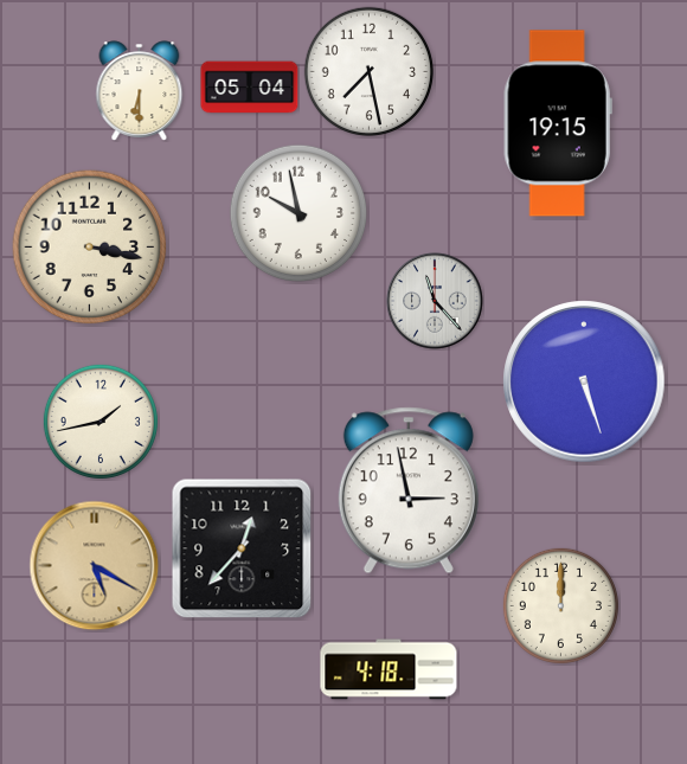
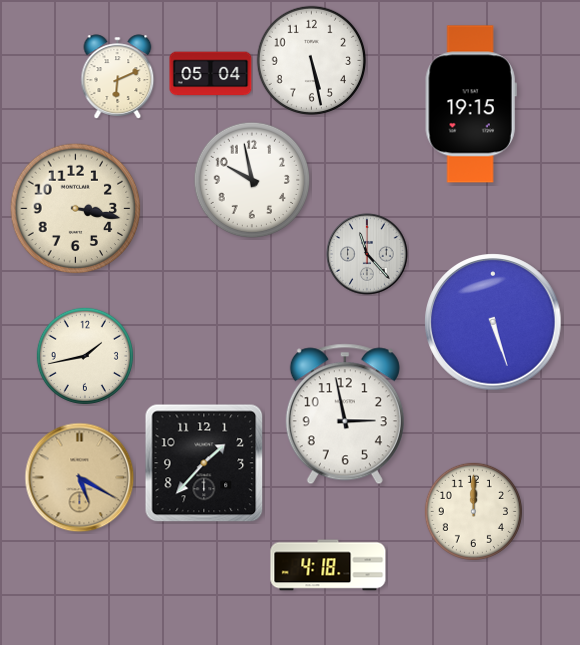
clock at (368, 71): 7:28 -> 5:28
clock at (140, 91): 6:30 -> 6:11
clock at (242, 548): 12:37 -> 1:37
